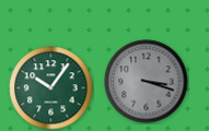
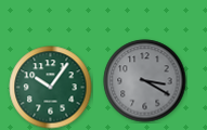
clock at (147, 82): 3:18 -> 3:20
